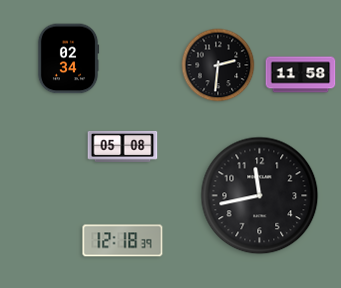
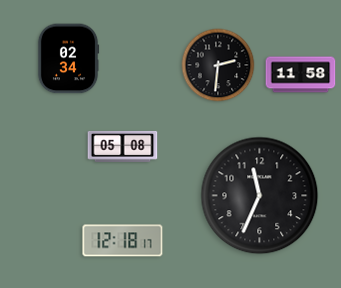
clock at (260, 196): 11:43 -> 11:34
clock at (123, 241): 12:18:39 -> 12:18:17
